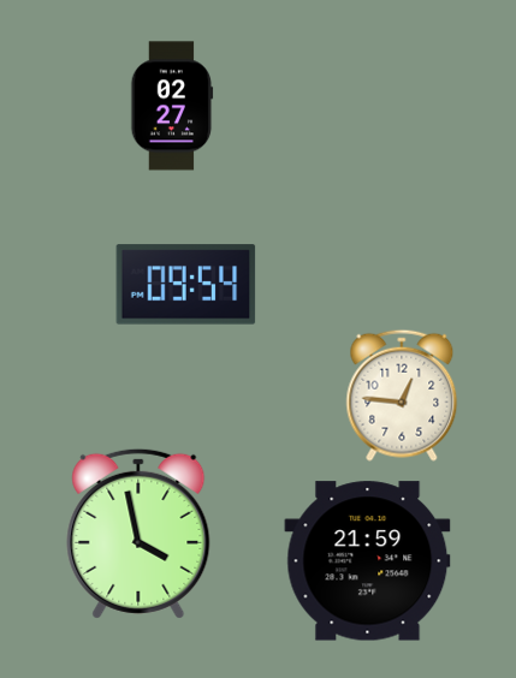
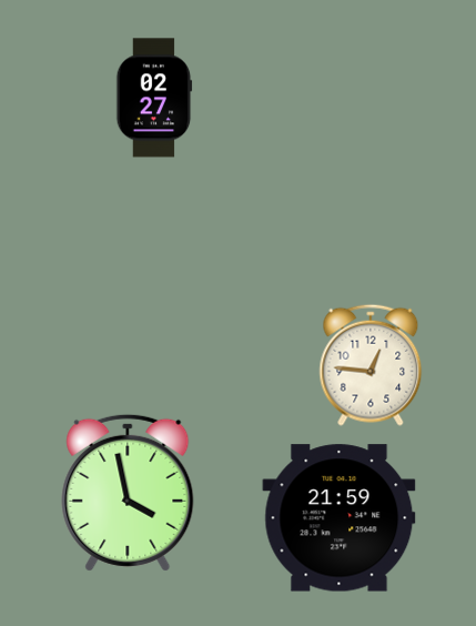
clock at (172, 106) position: (172, 106) -> (154, 98)
clock at (186, 285): 09:54 -> none
